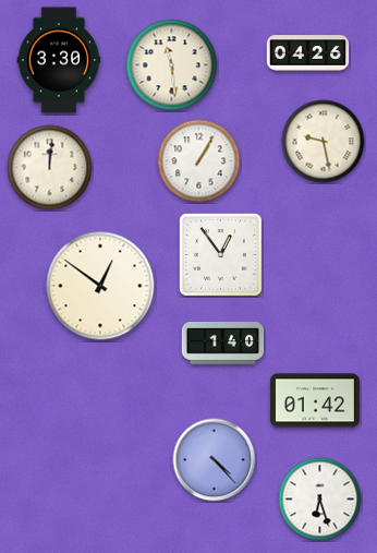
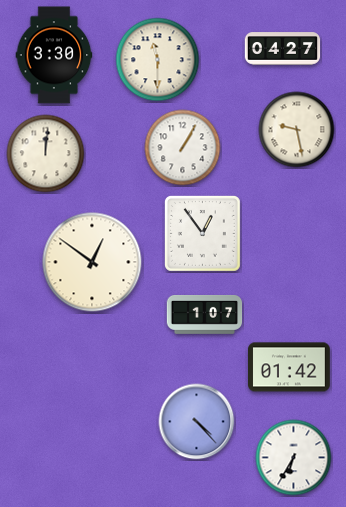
clock at (308, 53): 04:26 -> 04:27
clock at (172, 65): 11:29 -> 11:30
clock at (223, 342): 1:40 -> 1:07
clock at (320, 500): 6:27 -> 6:35
